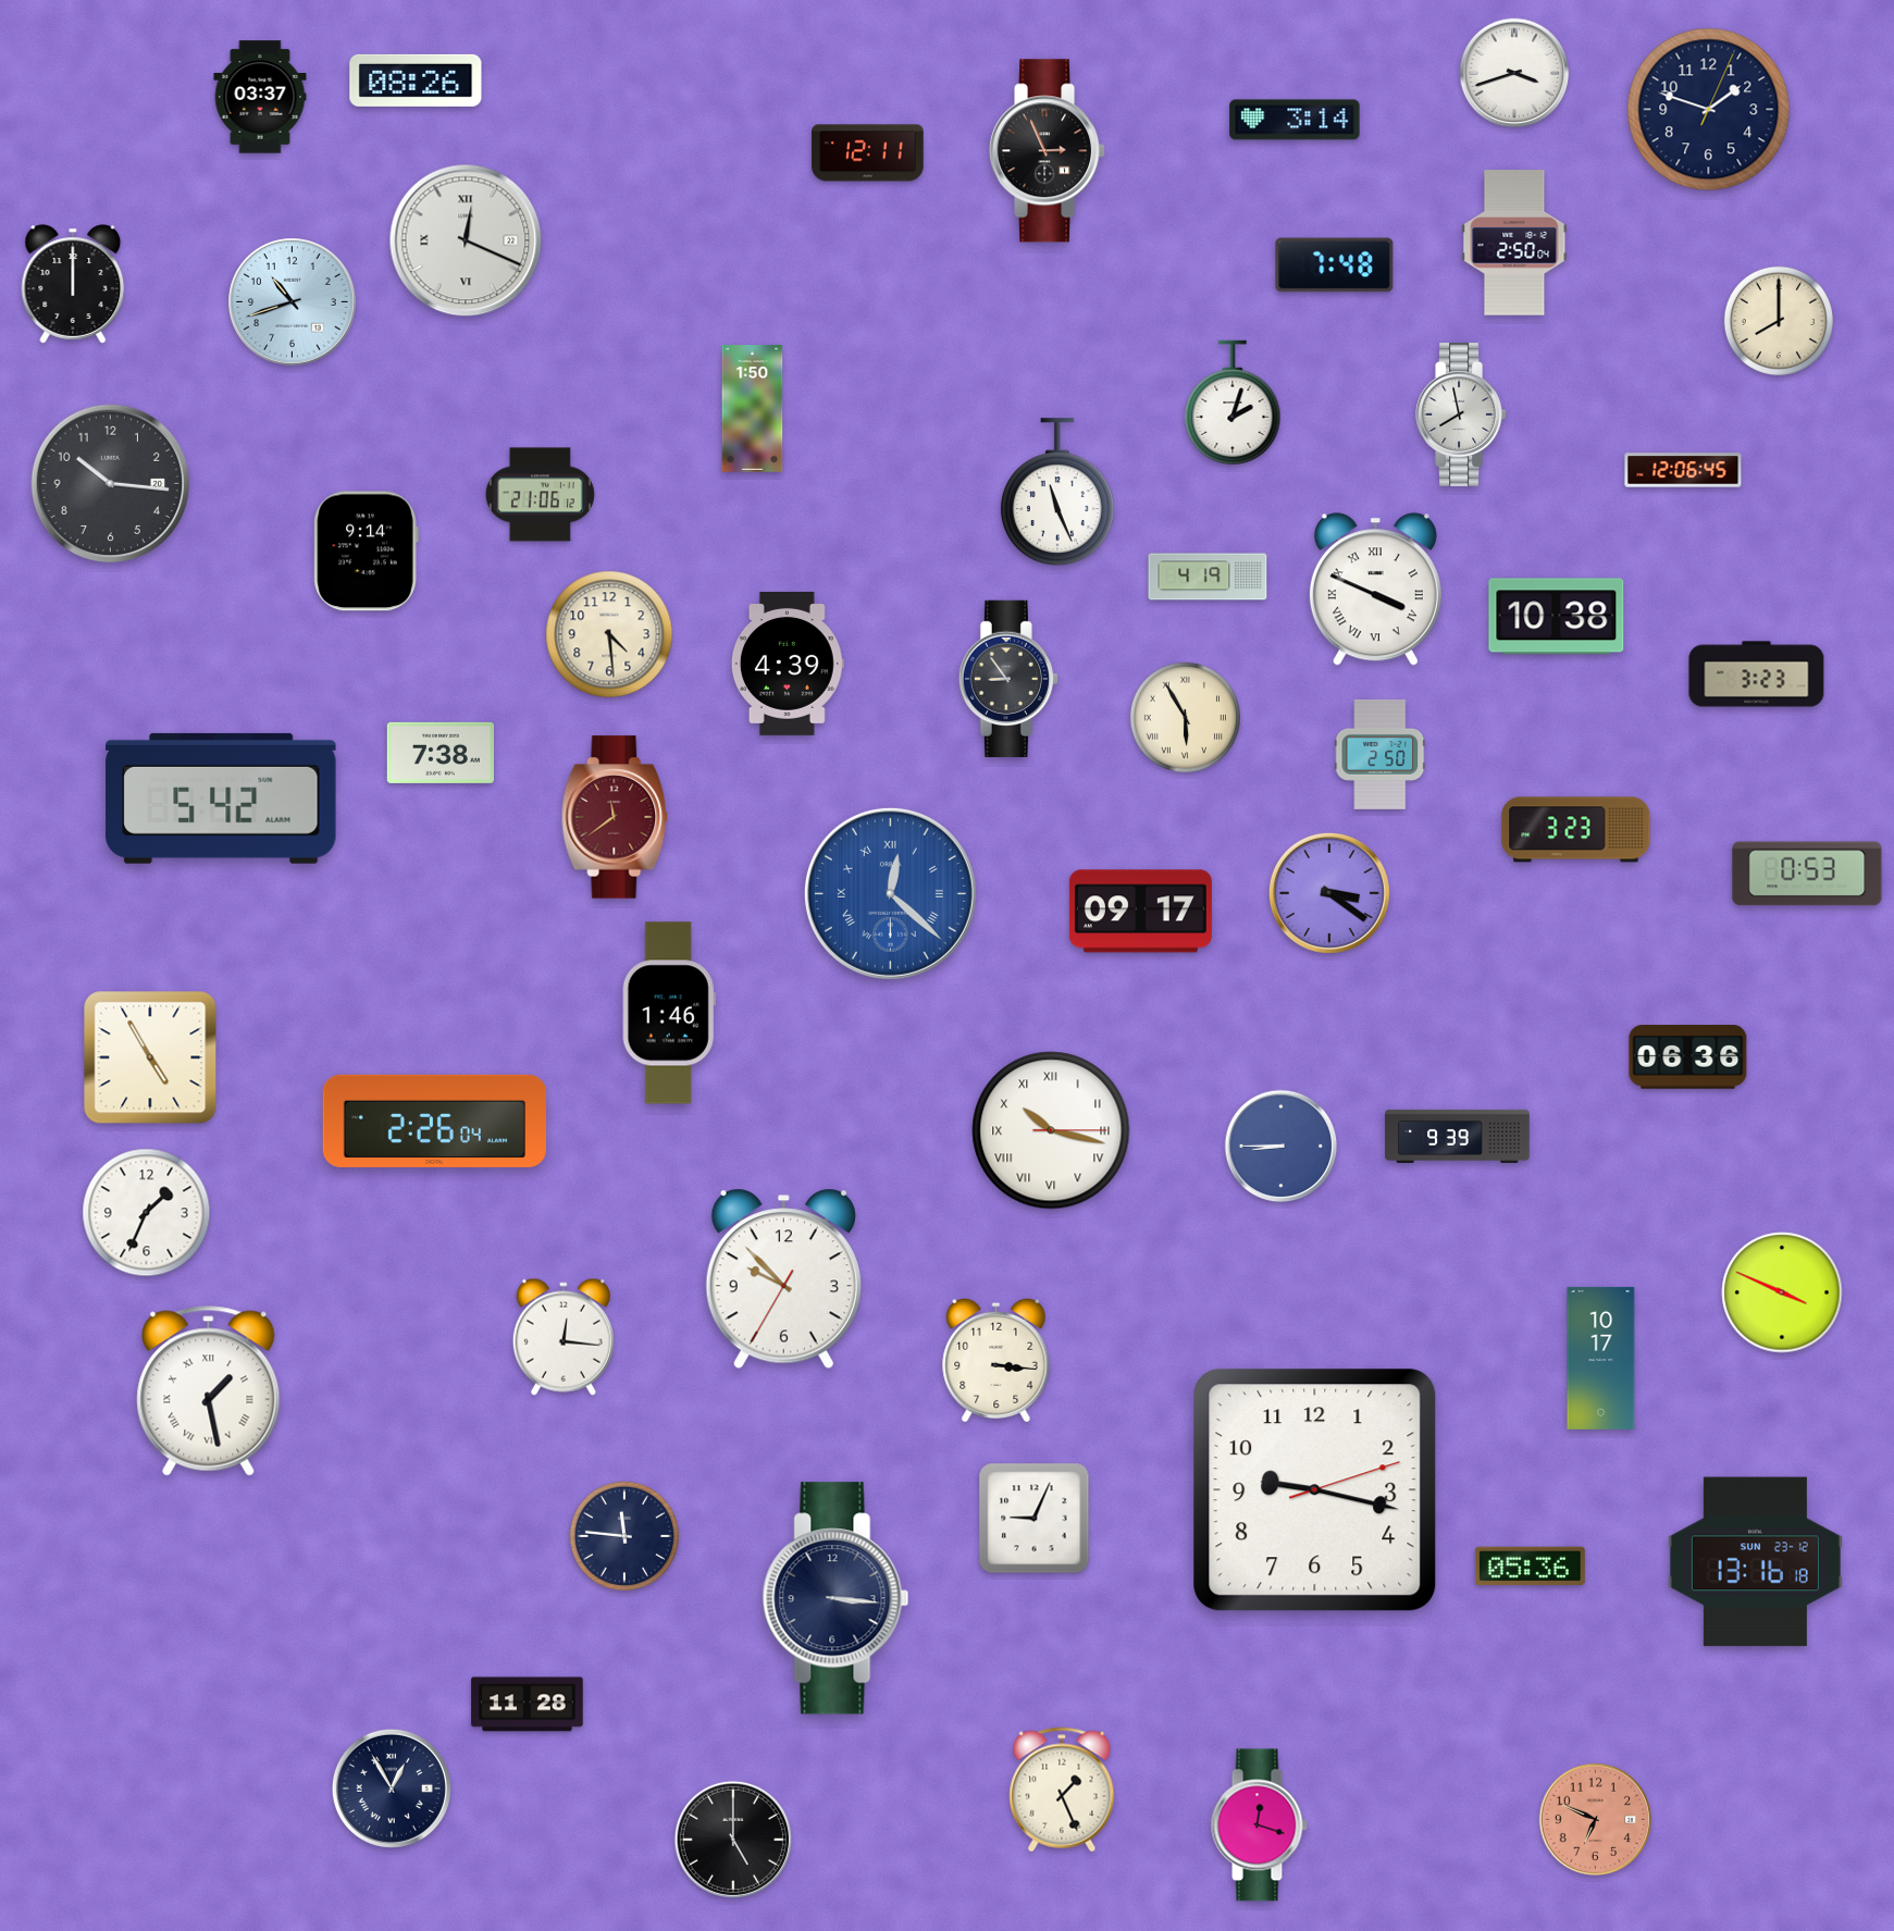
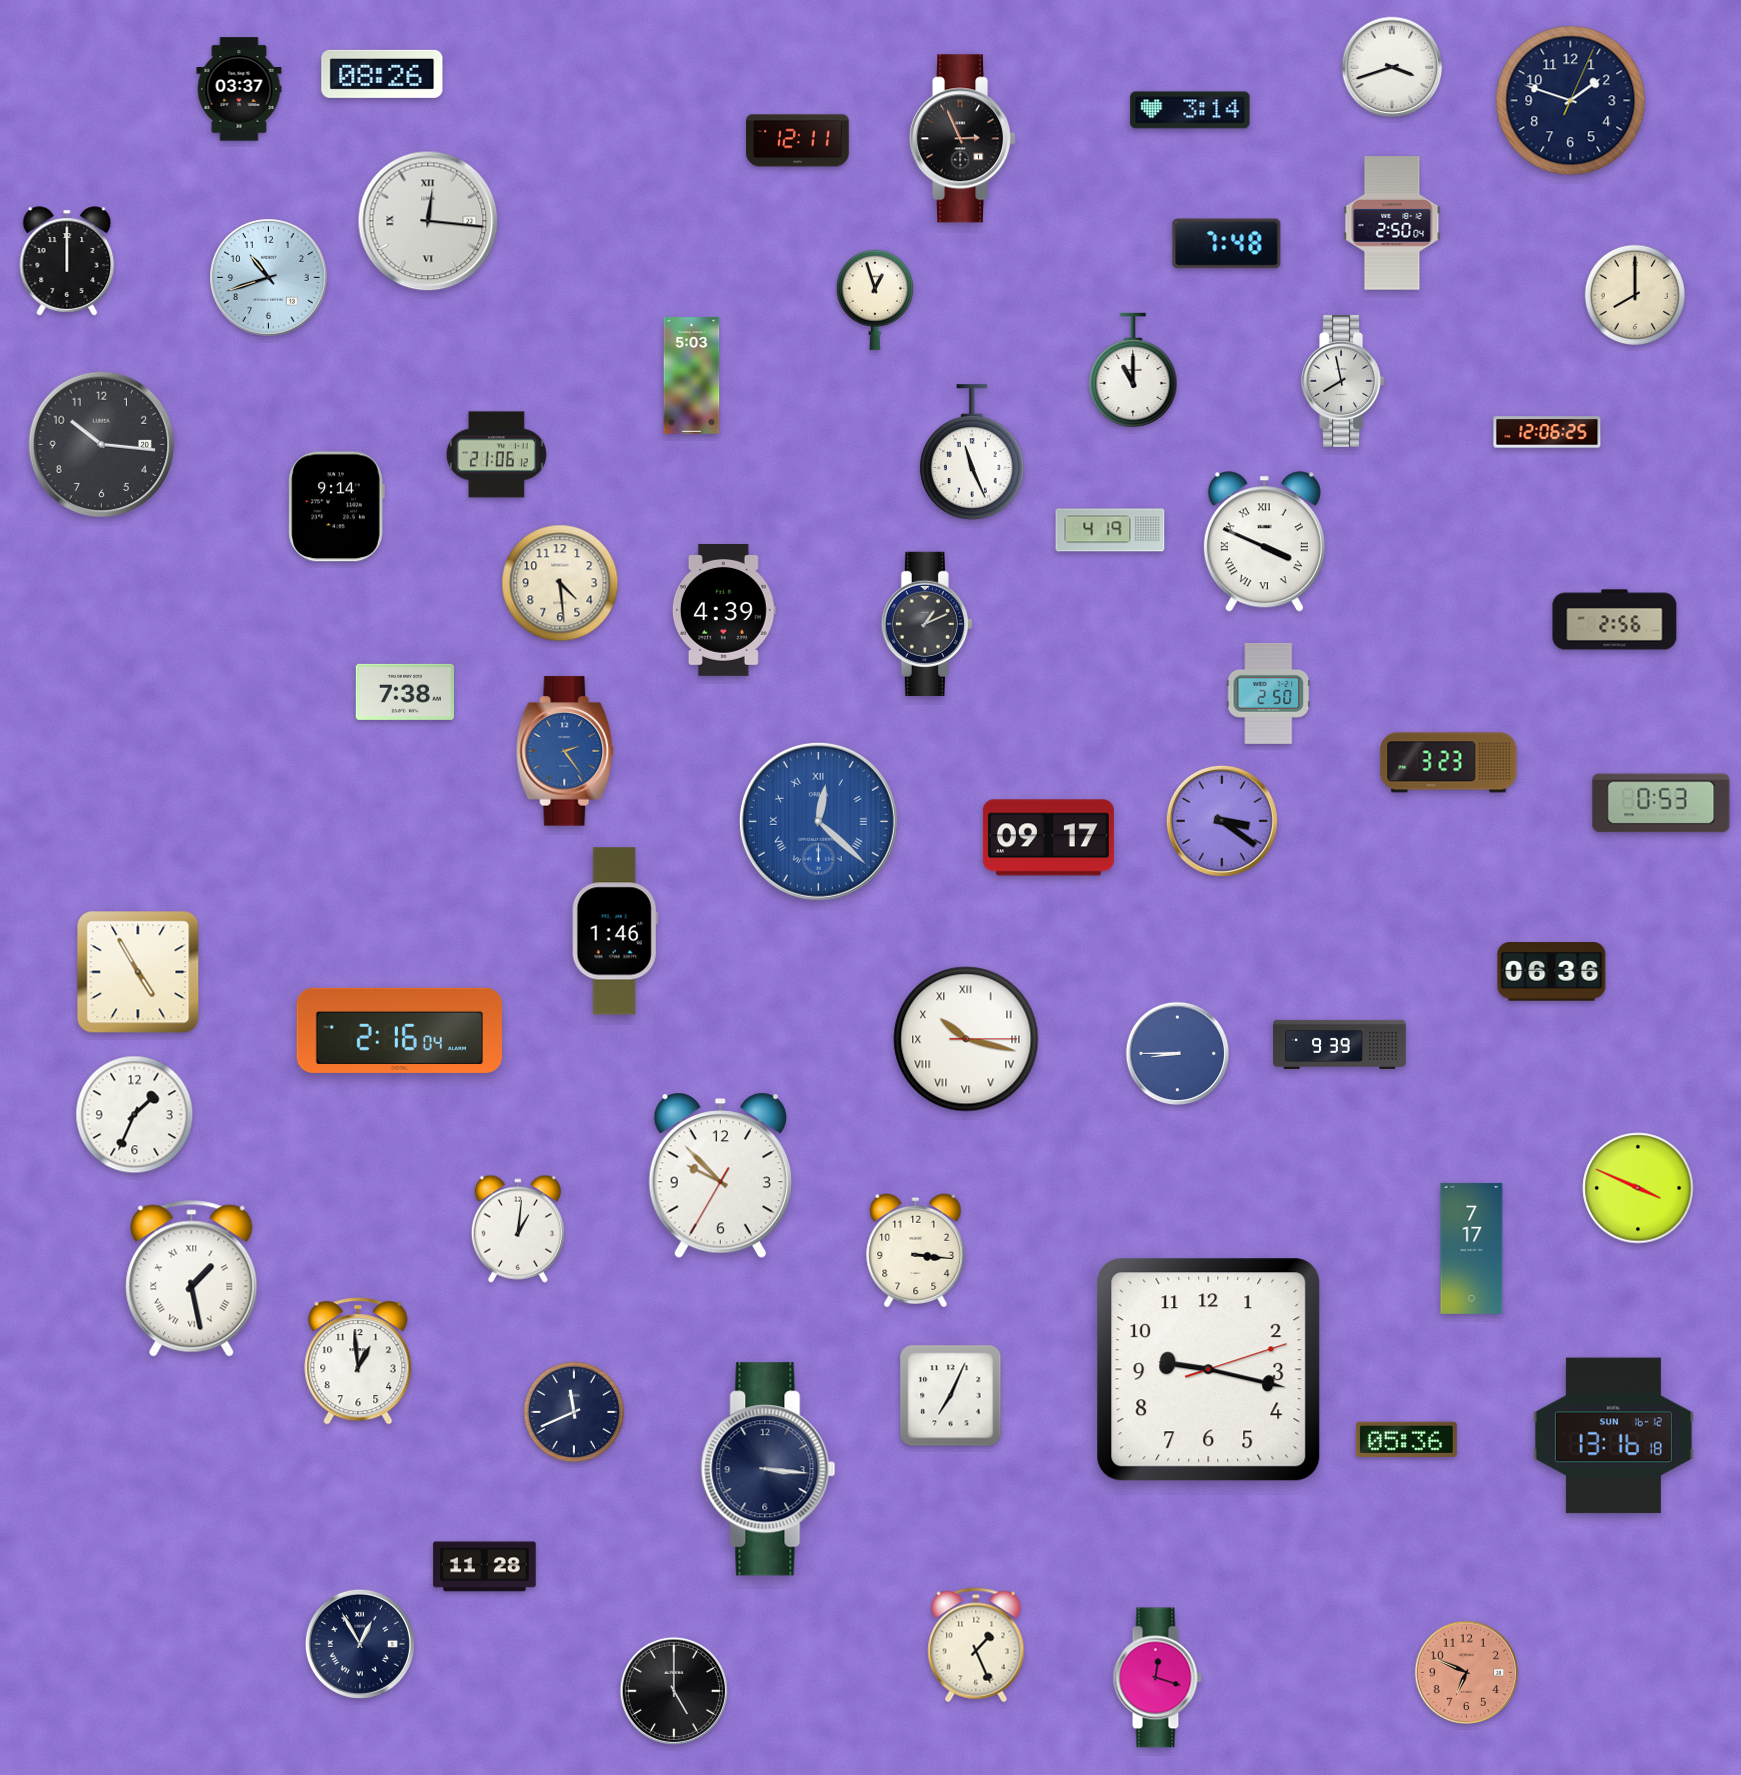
clock at (466, 240): 12:19 -> 12:16
clock at (875, 300): none -> 12:57
clock at (1233, 403): 2:03 -> 11:00
clock at (753, 409): 1:50 -> 5:03
clock at (1683, 470): 12:06:45 -> 12:06:25
clock at (1557, 617): 10:38 -> none
clock at (1757, 674): 3:23 -> 2:56
clock at (1008, 679): 8:54 -> 1:11
clock at (1185, 717): 5:55 -> none
clock at (221, 799): 5:42 -> none
clock at (615, 817): 11:39 -> 2:24
clock at (615, 817) dial: burgundy -> blue
clock at (434, 1121): 2:26 -> 2:16
clock at (564, 1337): 12:16 -> 1:01
clock at (1601, 1358): 10:17 -> 7:17
clock at (358, 1361): none -> 12:59
clock at (1035, 1519): 9:04 -> 7:04
clock at (623, 1535): 11:46 -> 11:41
clock at (1755, 1562) date: SUN 23-12 -> SUN 16-12
